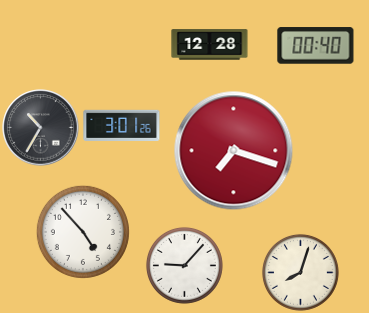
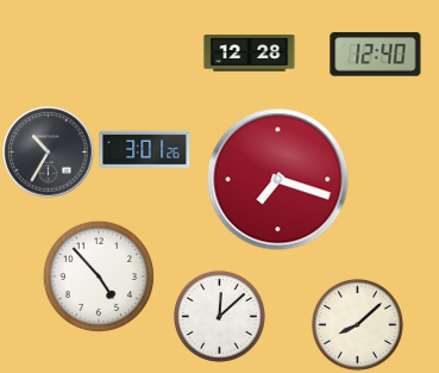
clock at (316, 46): 00:40 -> 12:40
clock at (184, 265): 9:07 -> 12:08
clock at (300, 272): 8:03 -> 8:08
